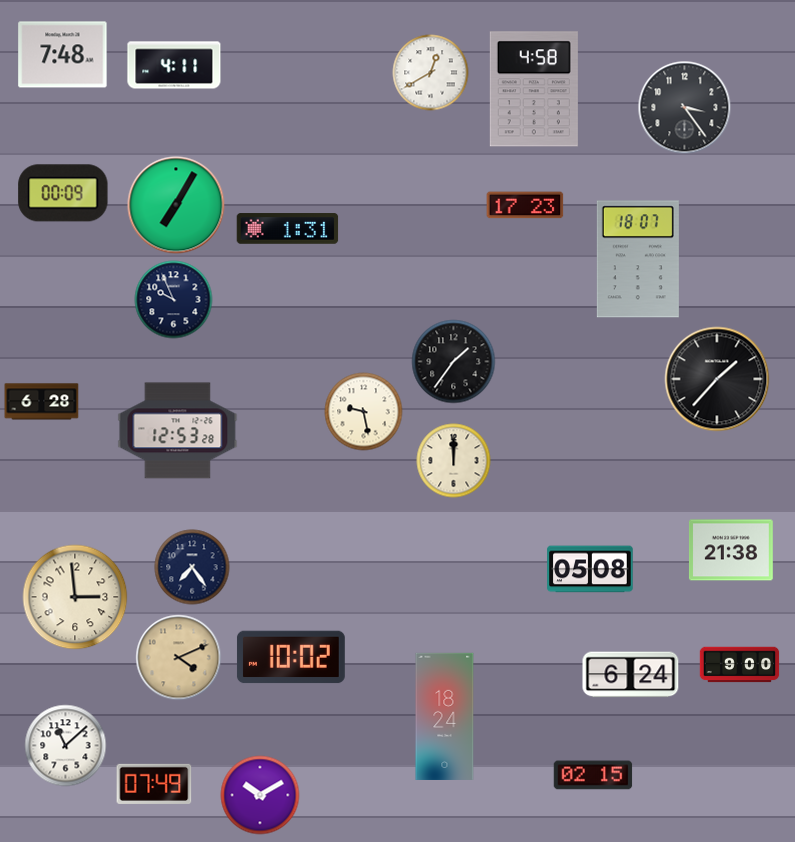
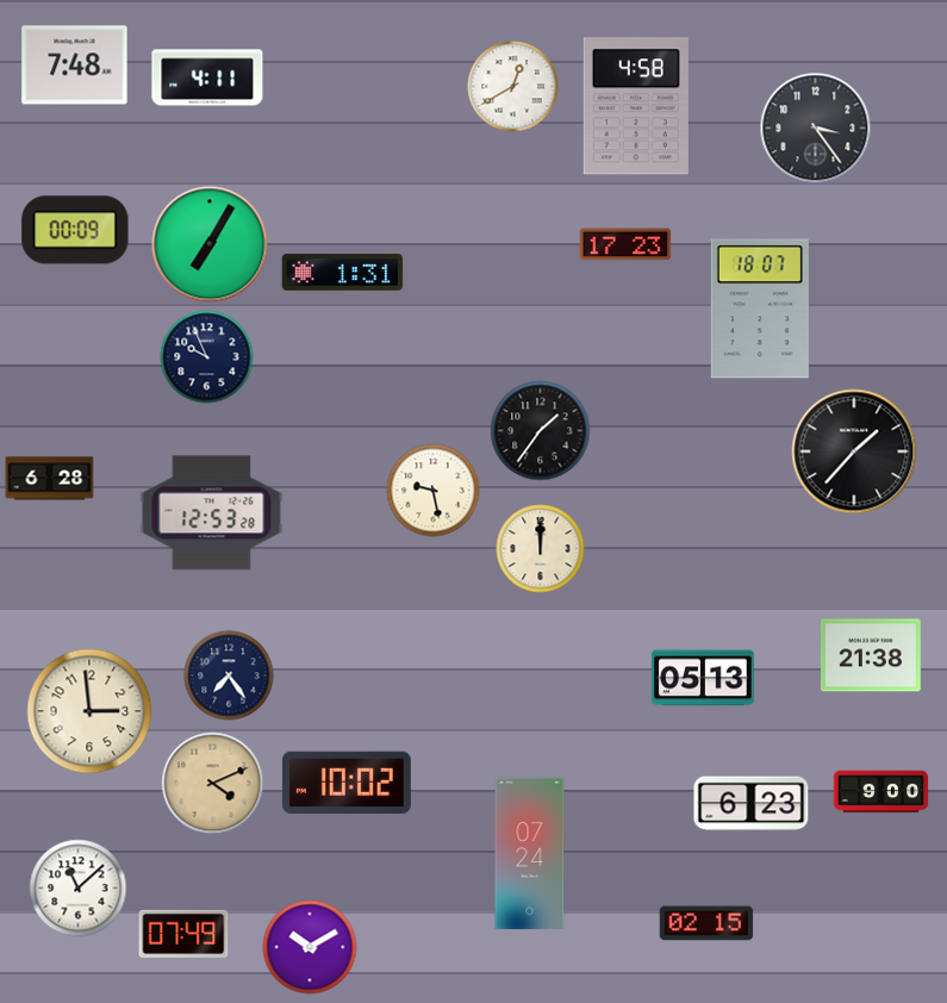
clock at (590, 569): 05:08 -> 05:13
clock at (631, 675): 6:24 -> 6:23
clock at (445, 716): 18:24 -> 07:24
